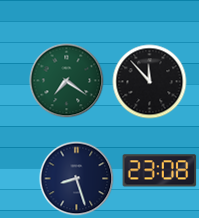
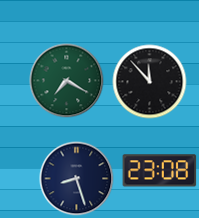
clock at (67, 81): 7:21 -> 7:20
